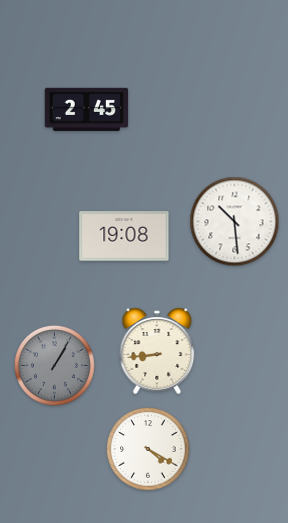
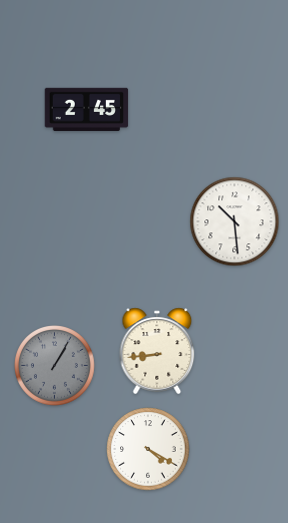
clock at (124, 236): 19:08 -> none
